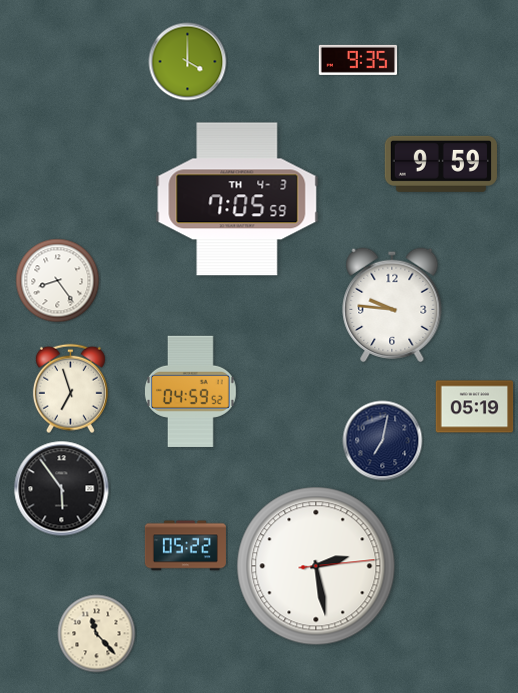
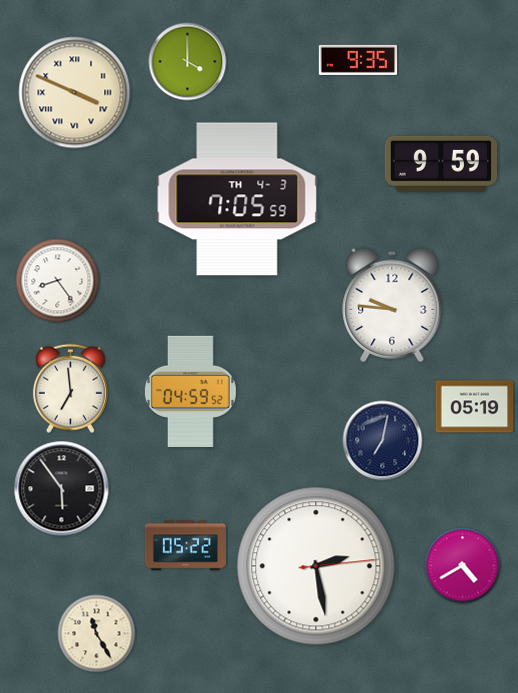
clock at (75, 93): none -> 3:49
clock at (70, 389): 6:57 -> 6:59
clock at (463, 566): none -> 4:40
clock at (97, 634): 11:23 -> 11:25
